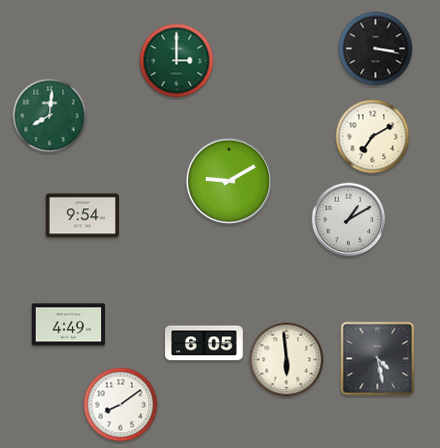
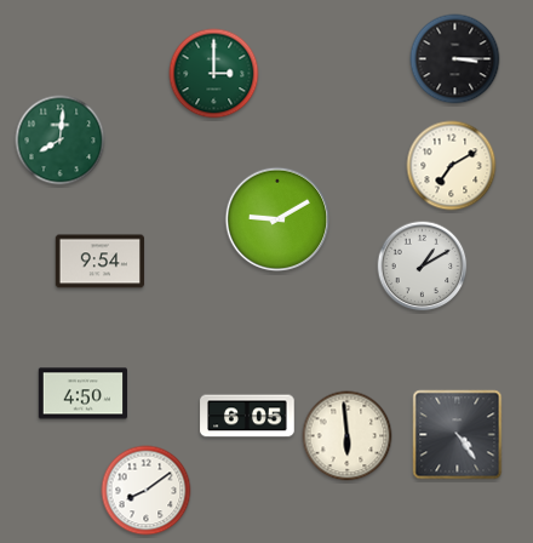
clock at (376, 49): 3:17 -> 3:15
clock at (68, 325): 4:49 -> 4:50
clock at (378, 359): 4:28 -> 4:24
